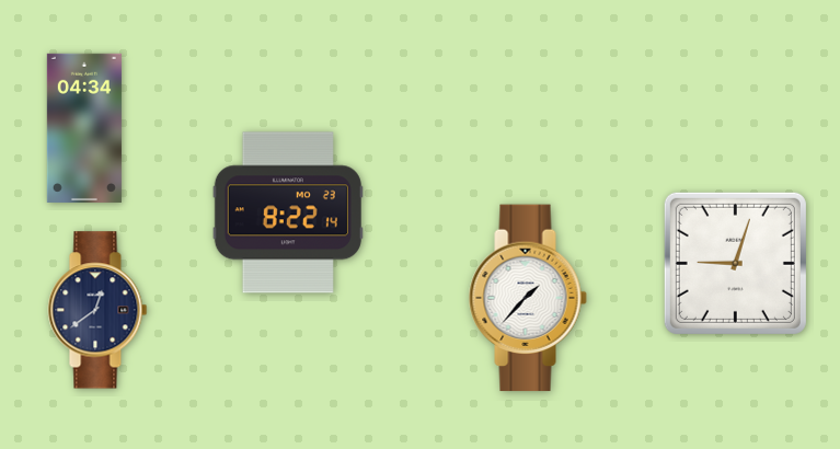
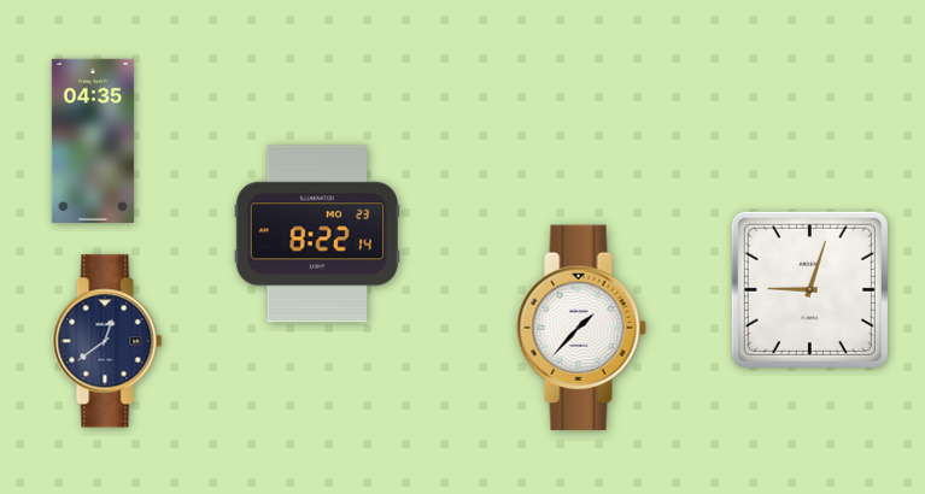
clock at (84, 128): 04:34 -> 04:35
